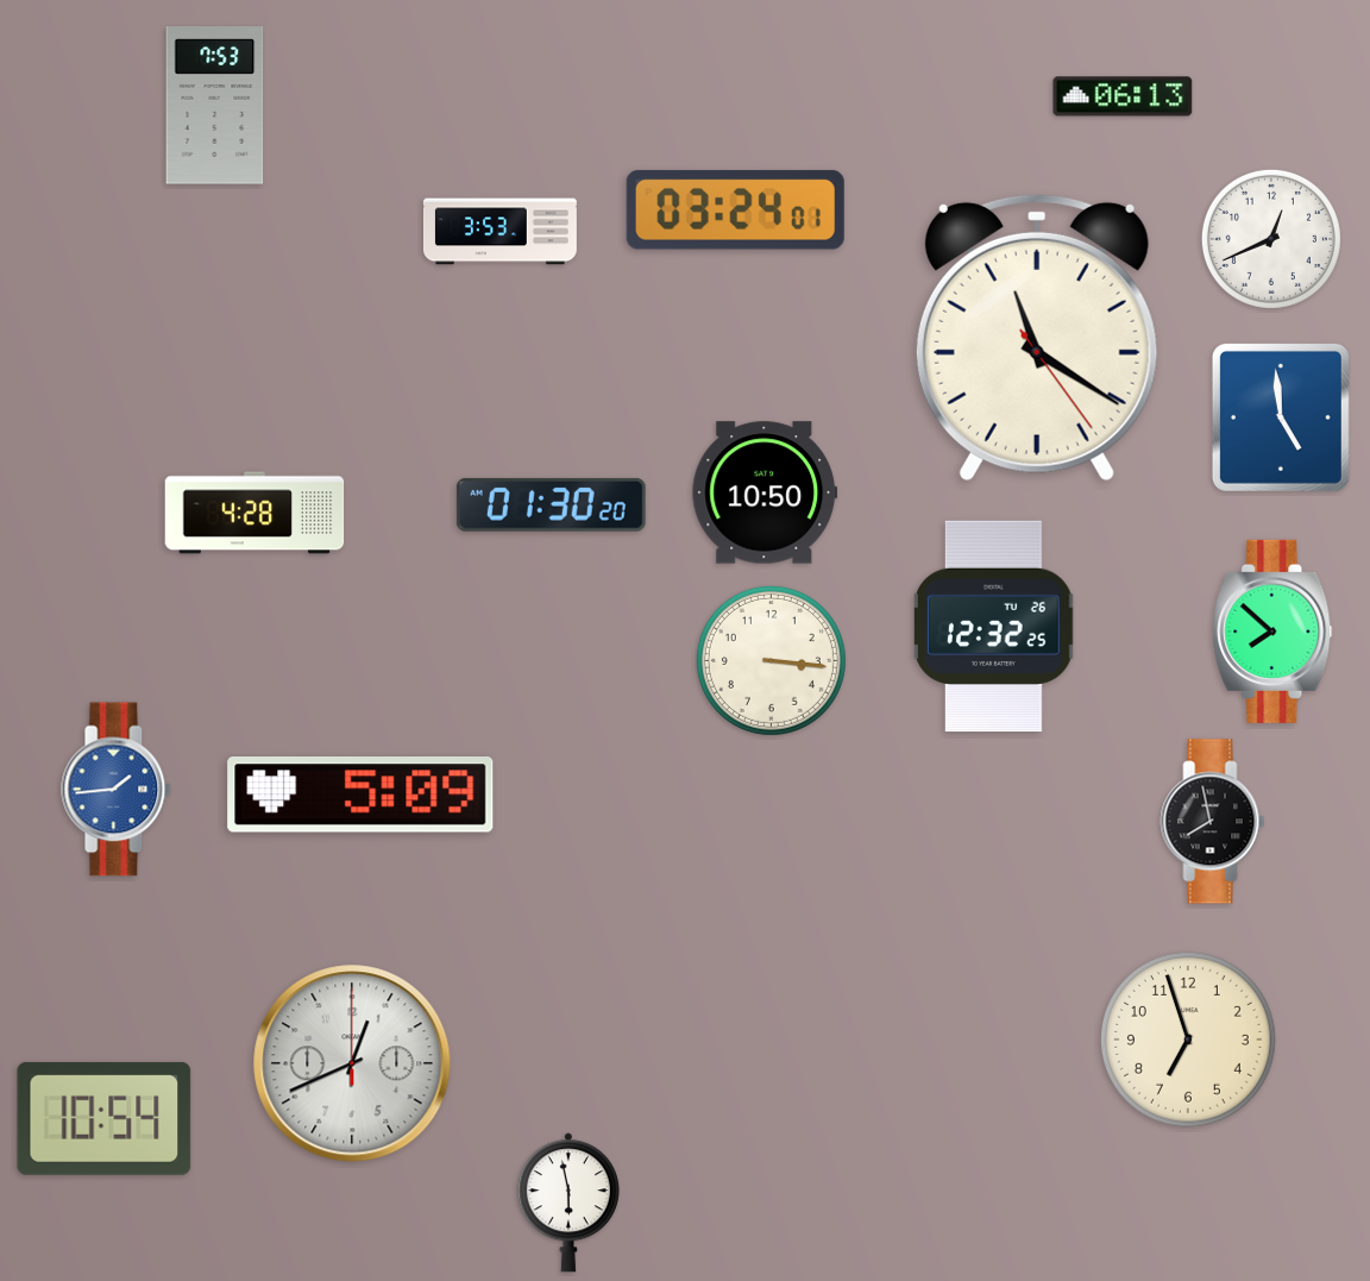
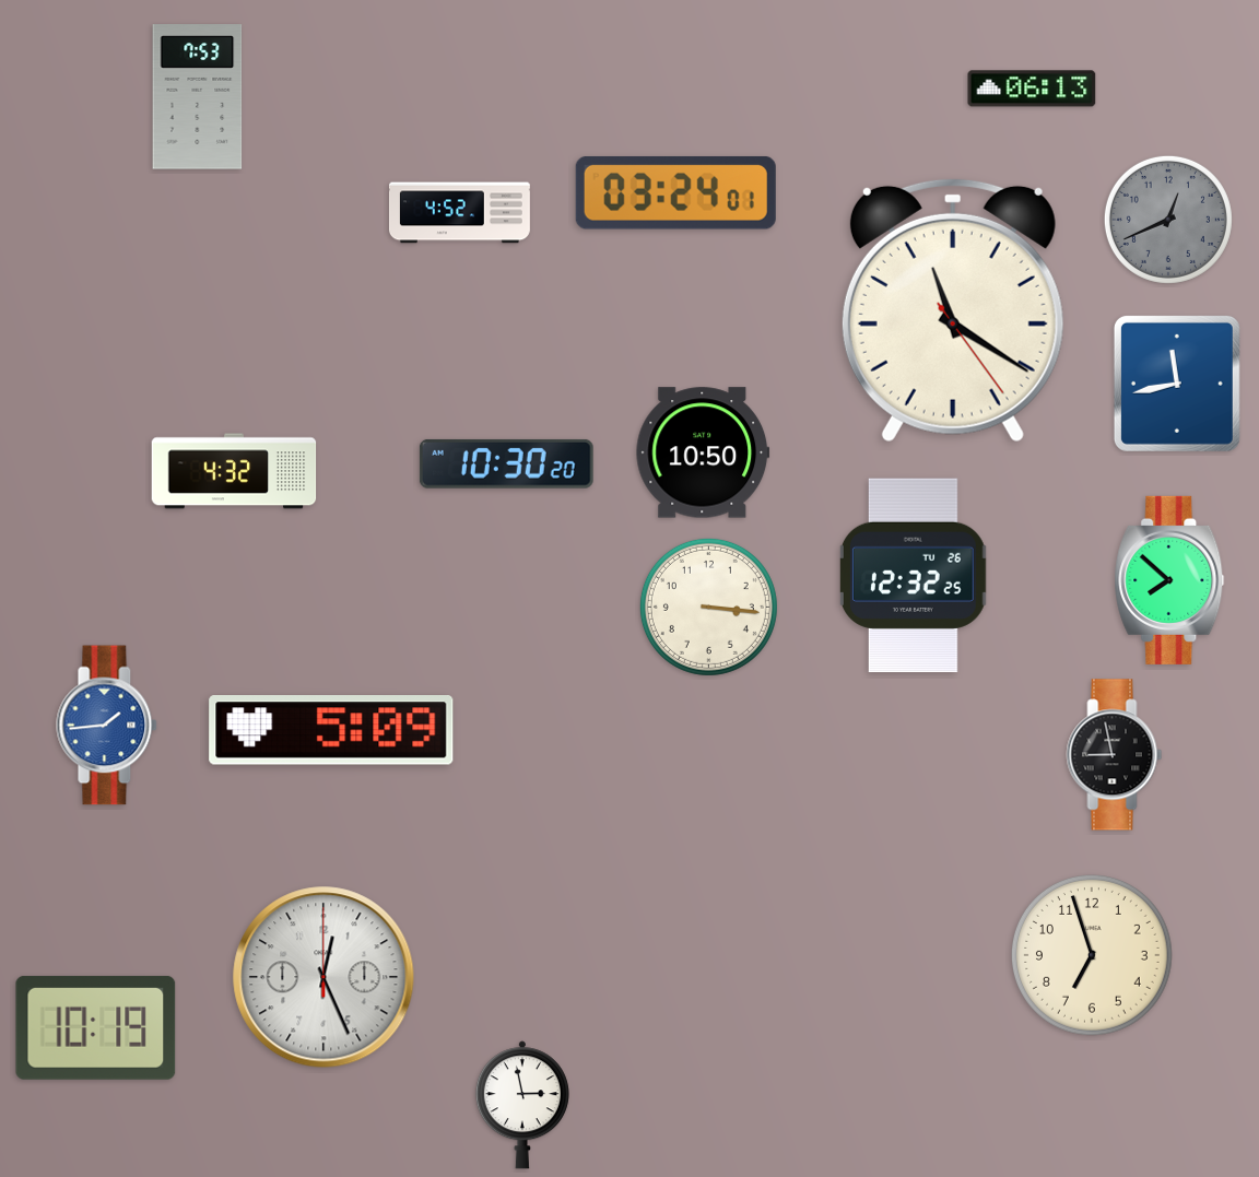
clock at (499, 232): 3:53 -> 4:52
clock at (1271, 239) dial: white -> grey
clock at (1281, 417): 4:59 -> 11:43
clock at (551, 504): 01:30 -> 10:30
clock at (254, 513): 4:28 -> 4:32
clock at (1213, 822): 7:58 -> 8:58
clock at (352, 1063): 12:41 -> 12:26
clock at (105, 1118): 10:54 -> 10:19
clock at (568, 1202): 5:58 -> 2:58
